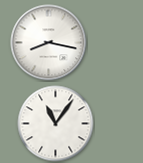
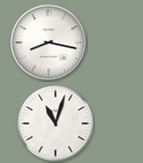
clock at (56, 124): 11:06 -> 11:03
